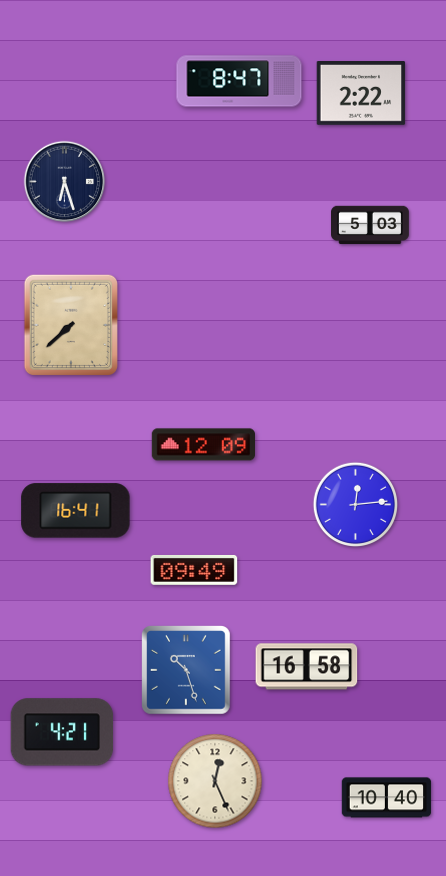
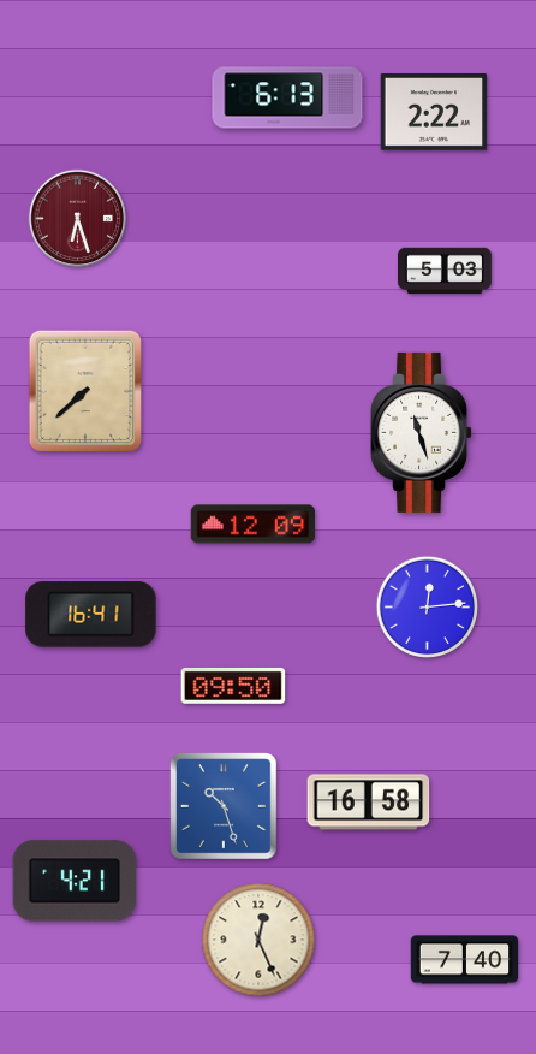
clock at (239, 81): 8:47 -> 6:13
clock at (65, 182) dial: navy -> burgundy
clock at (422, 432): none -> 11:27
clock at (203, 445) position: (203, 445) -> (252, 525)
clock at (194, 570): 09:49 -> 09:50
clock at (387, 798): 10:40 -> 7:40
